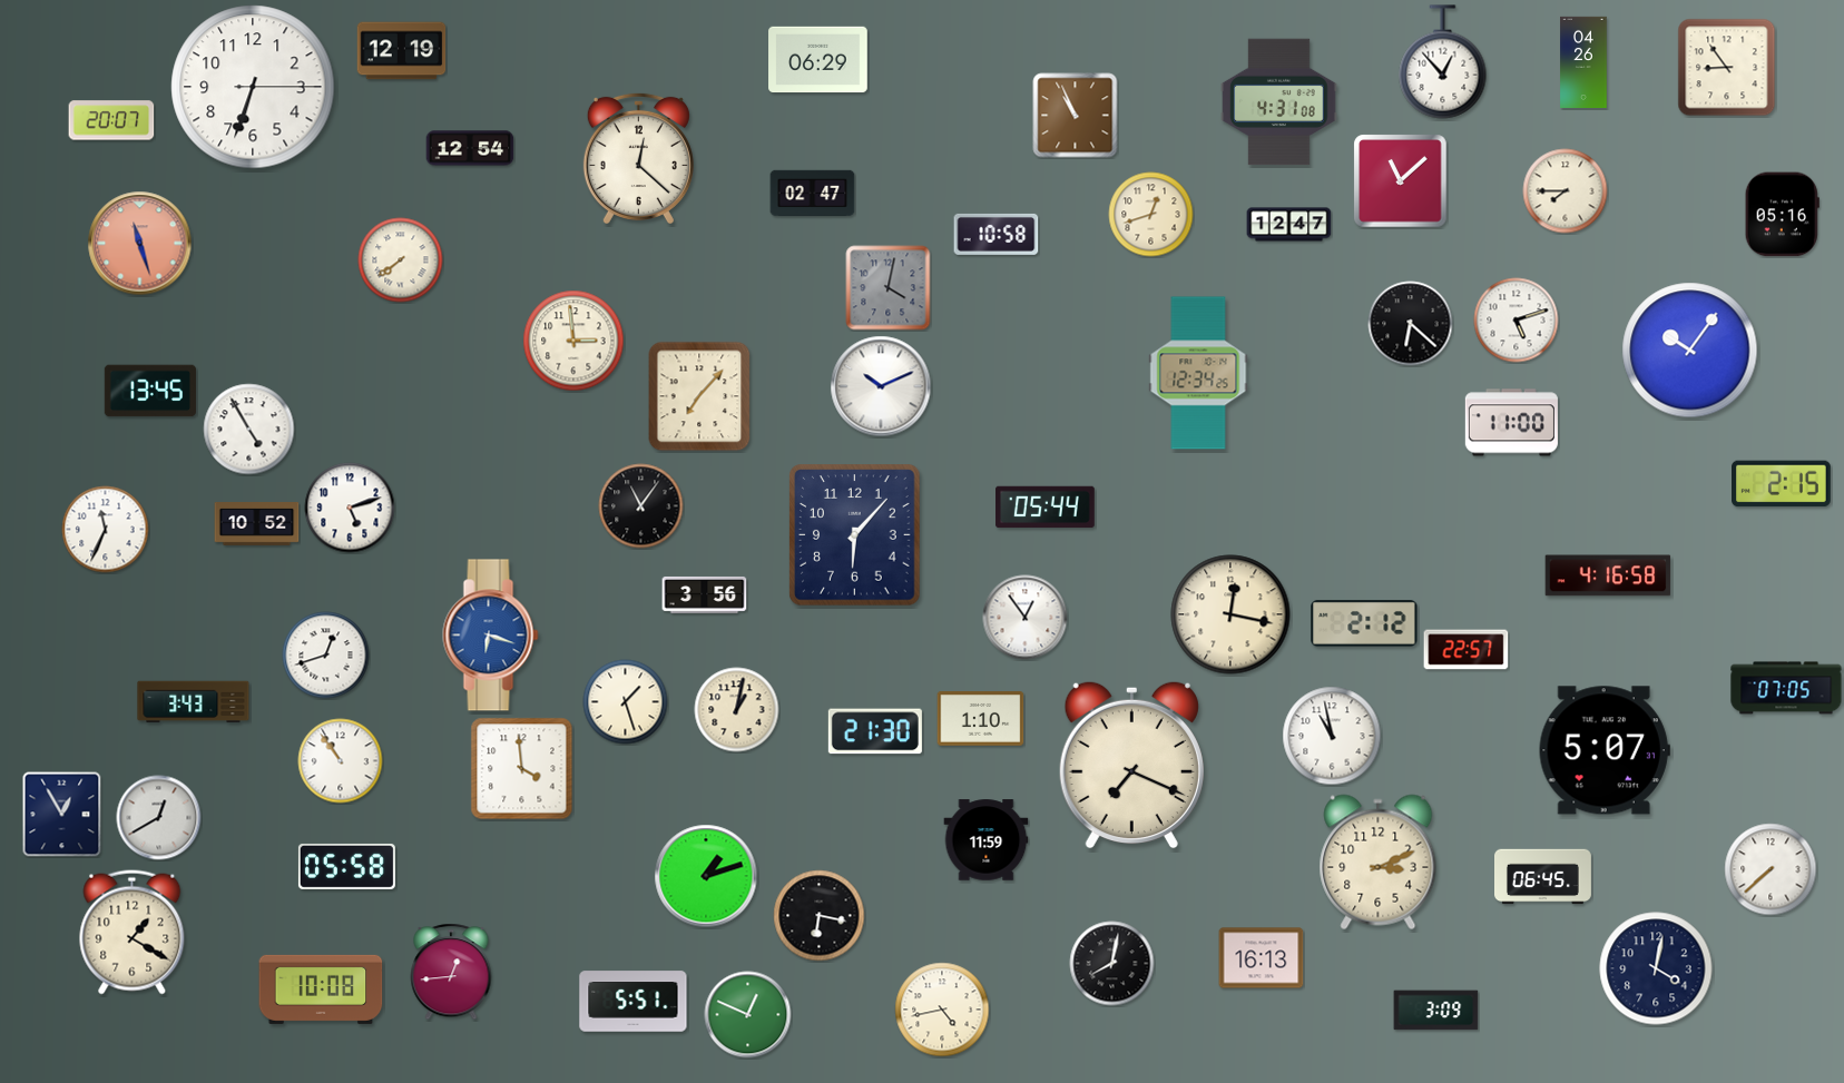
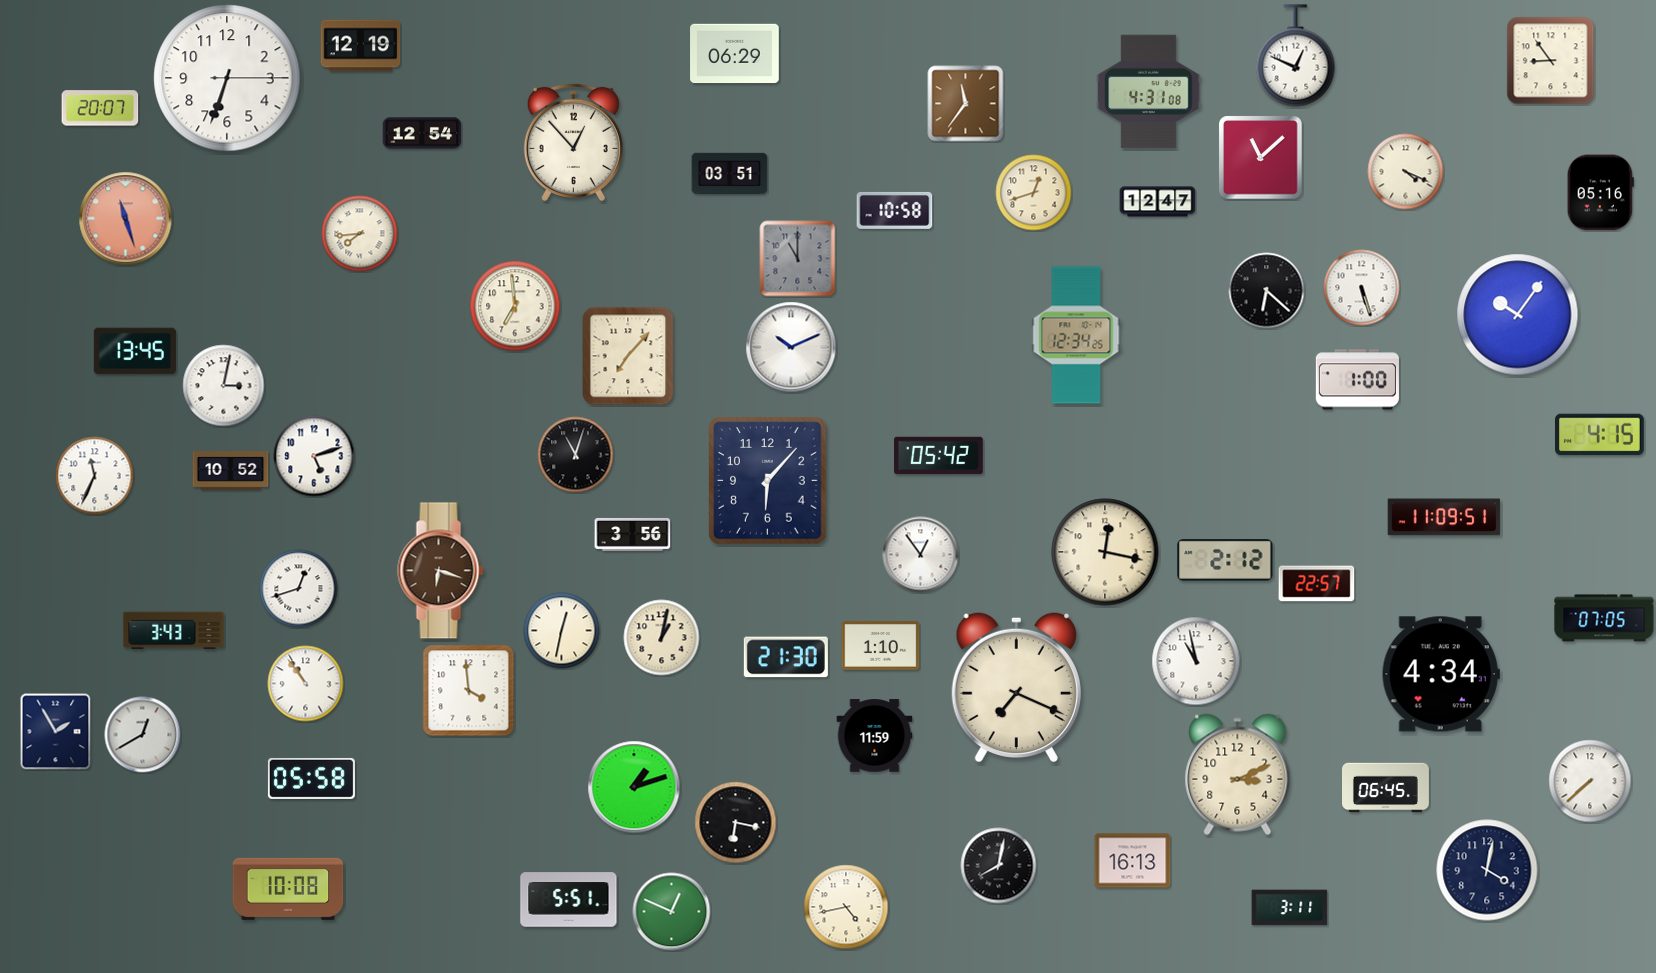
clock at (1583, 61): 04:26 -> none
clock at (1443, 62): 12:53 -> 12:49
clock at (1076, 116): 10:56 -> 11:36
clock at (638, 157): 12:22 -> 12:53
clock at (1401, 181) position: (1401, 181) -> (1261, 158)
clock at (1566, 191): 7:45 -> 4:19
clock at (813, 194): 02:47 -> 03:51
clock at (401, 260): 7:39 -> 7:44
clock at (889, 288): 4:02 -> 11:00
clock at (1517, 321): 5:12 -> 5:27
clock at (573, 341): 2:59 -> 6:59
clock at (1511, 423): 11:00 -> 1:00
clock at (249, 430): 4:55 -> 3:02
clock at (1782, 484): 2:15 -> 4:15
clock at (641, 506): 11:06 -> 11:03
clock at (1046, 508): 05:44 -> 05:42
clock at (1608, 575): 4:16 -> 11:09
clock at (491, 636) dial: blue -> brown
clock at (326, 656) position: (326, 656) -> (299, 589)
clock at (626, 702): 1:27 -> 12:32
clock at (1605, 750): 5:07 -> 4:34
clock at (62, 815): 12:55 -> 1:55
clock at (987, 840) position: (987, 840) -> (875, 736)
clock at (133, 933): 1:20 -> none
clock at (451, 972): 12:44 -> none
clock at (1436, 1011): 3:09 -> 3:11
